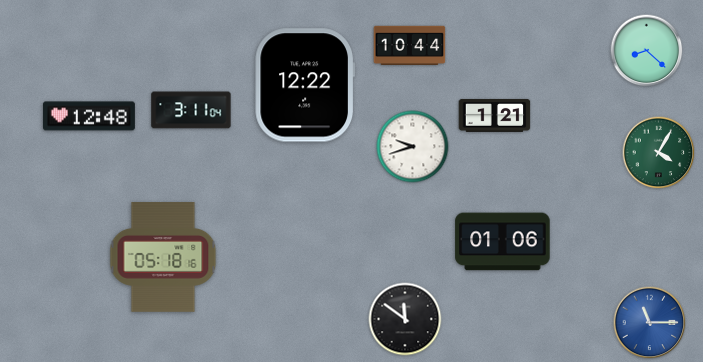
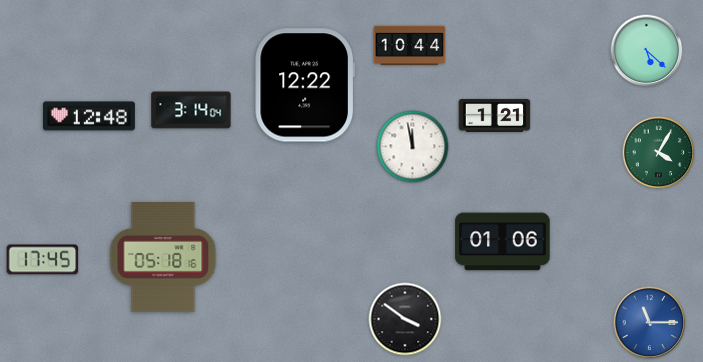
clock at (647, 51): 8:22 -> 5:22
clock at (191, 110): 3:11 -> 3:14
clock at (413, 147): 9:42 -> 11:58
clock at (43, 260): none -> 17:45
clock at (405, 319): 11:51 -> 3:51
